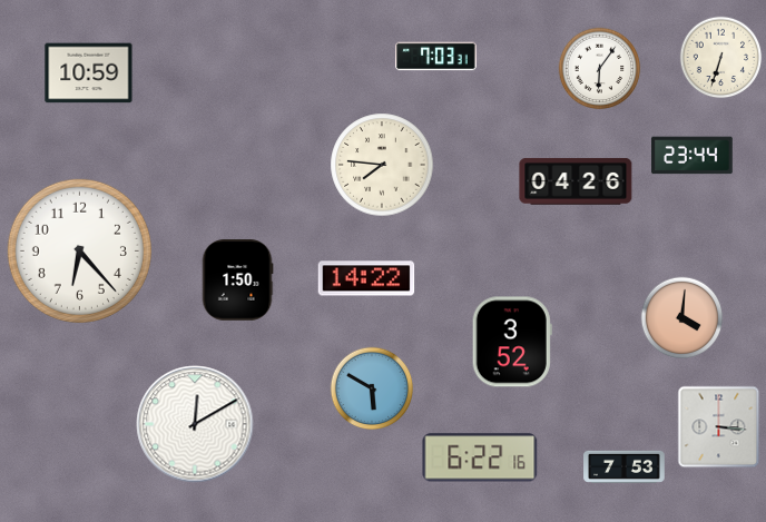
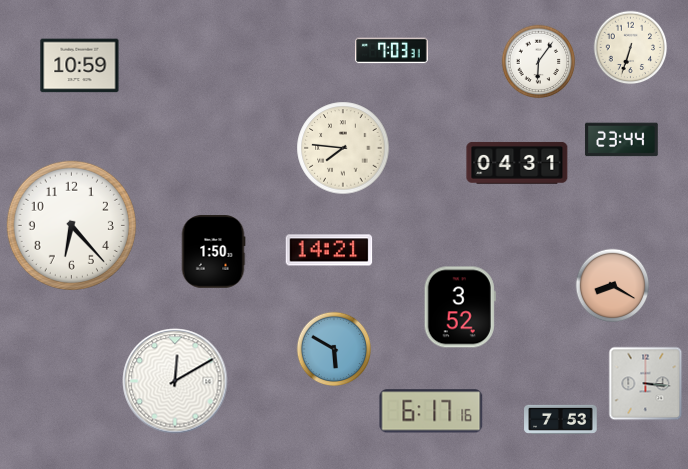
clock at (721, 58) position: (721, 58) -> (631, 48)
clock at (576, 181): 04:26 -> 04:31
clock at (366, 278): 14:22 -> 14:21
clock at (682, 318): 4:01 -> 8:20
clock at (480, 457): 6:22 -> 6:17
